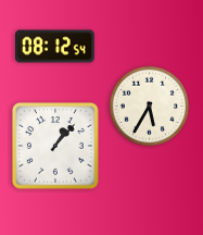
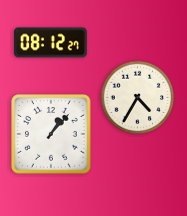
clock at (55, 47): 08:12:54 -> 08:12:27
clock at (150, 107): 5:35 -> 4:35
